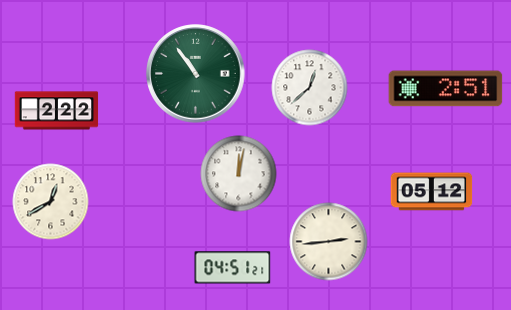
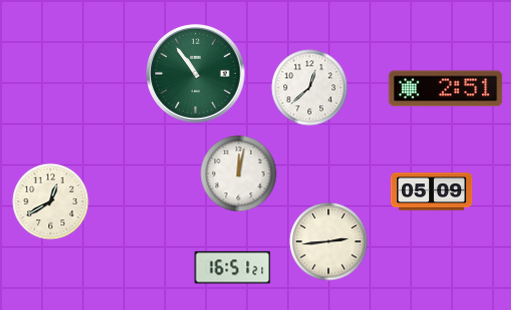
clock at (57, 111): 2:22 -> none
clock at (432, 192): 05:12 -> 05:09
clock at (233, 268): 04:51 -> 16:51
